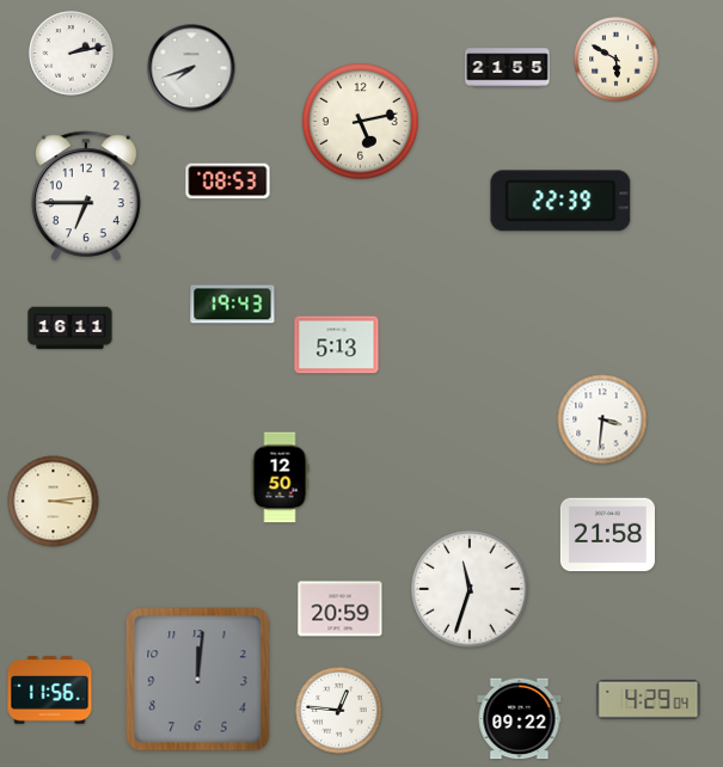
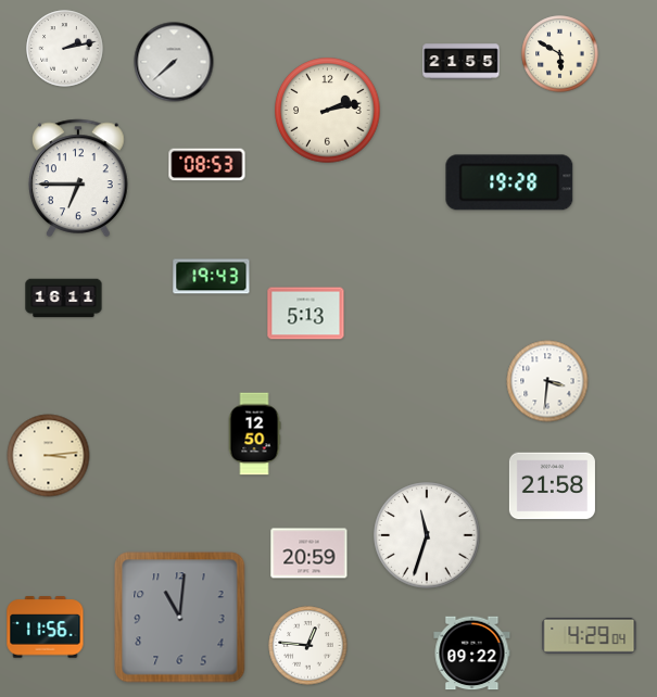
clock at (191, 68): 7:42 -> 7:38
clock at (361, 122): 5:13 -> 2:13
clock at (560, 201): 22:39 -> 19:28
clock at (198, 680): 12:01 -> 11:01
